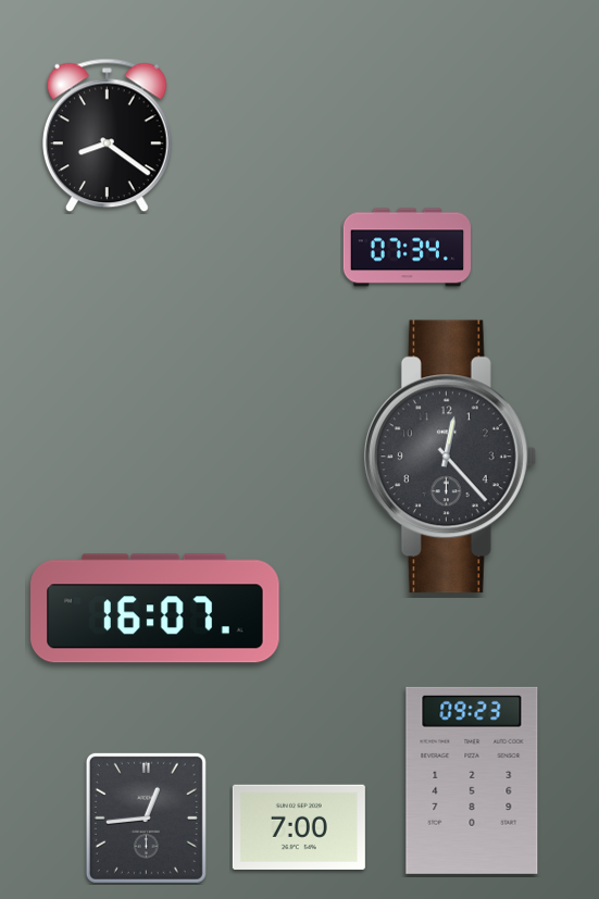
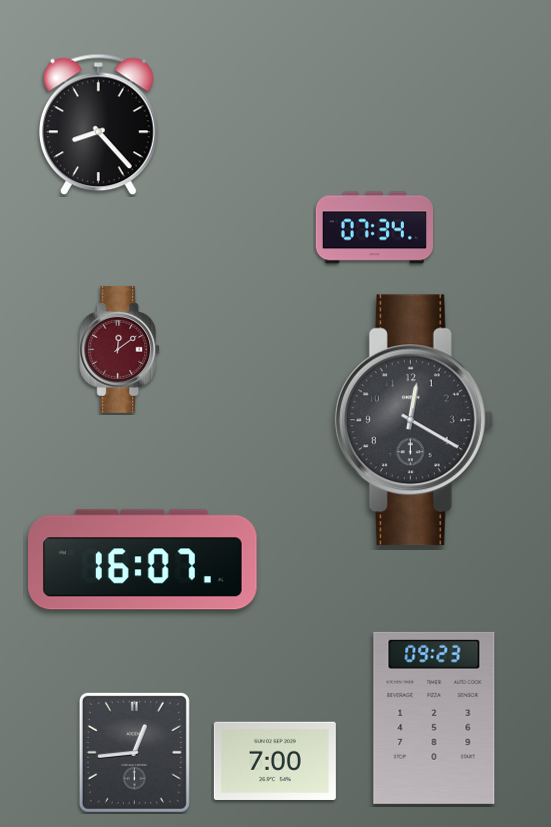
clock at (107, 136): 8:21 -> 8:23
clock at (120, 349): none -> 12:09
clock at (450, 457): 12:23 -> 12:20
